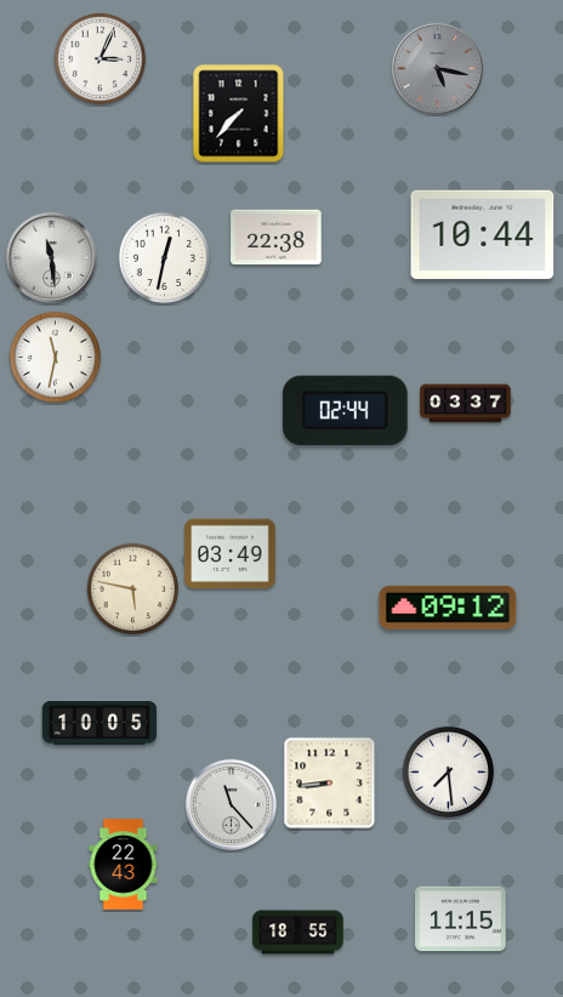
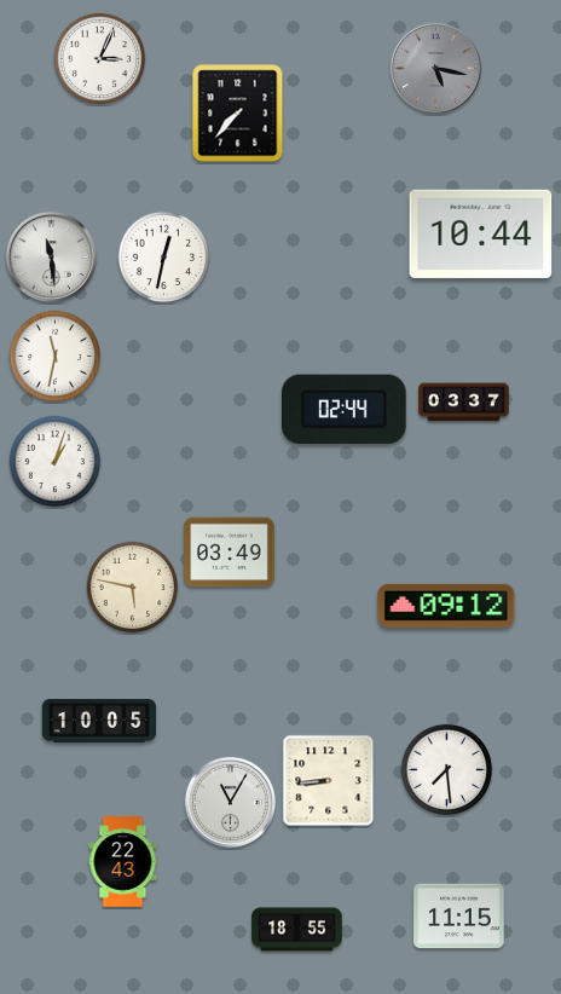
clock at (277, 238): 22:38 -> none
clock at (56, 462): none -> 1:03
clock at (231, 804): 11:23 -> 11:05
